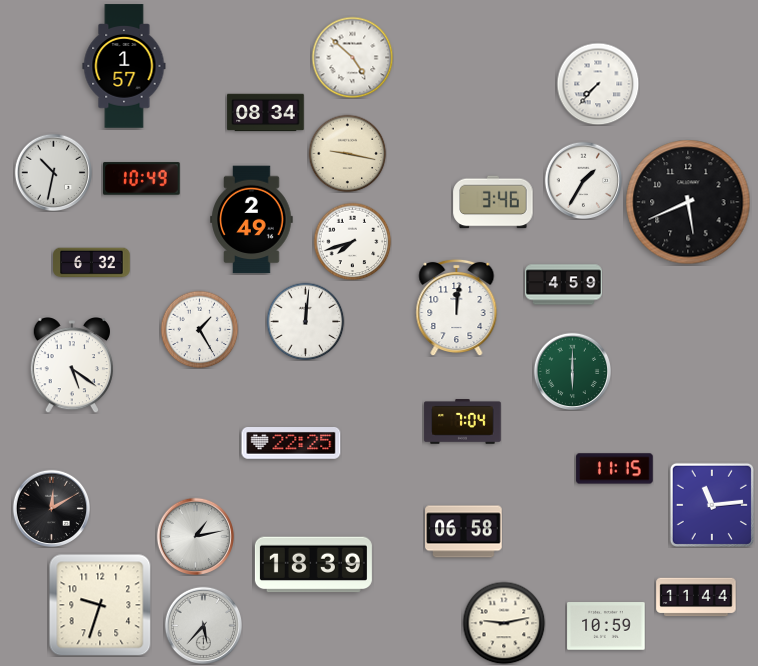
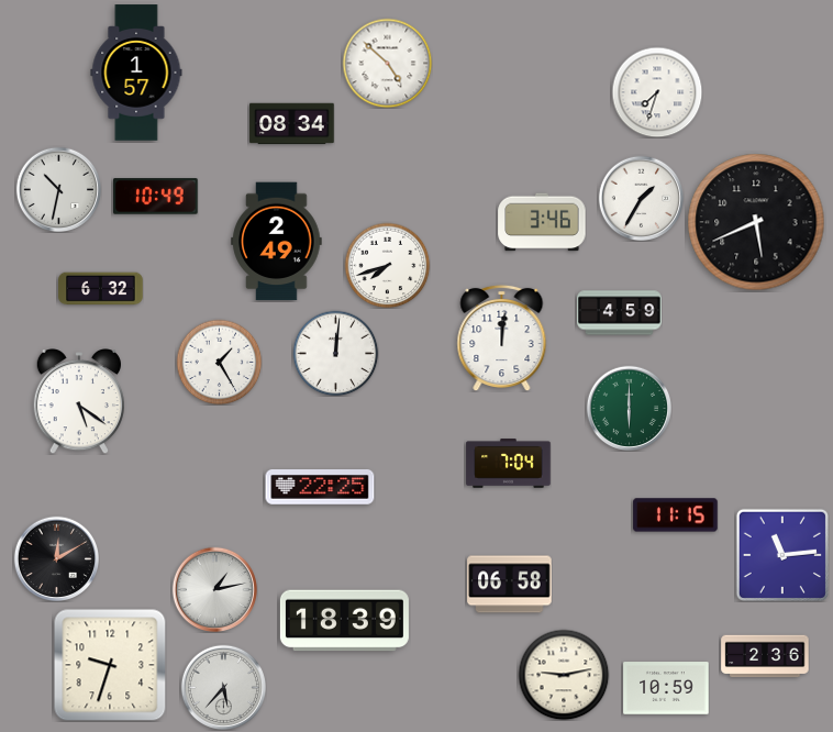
clock at (598, 84): 7:37 -> 7:33
clock at (347, 153): 9:17 -> none
clock at (696, 597): 11:44 -> 2:36
clock at (504, 623) position: (504, 623) -> (564, 675)
